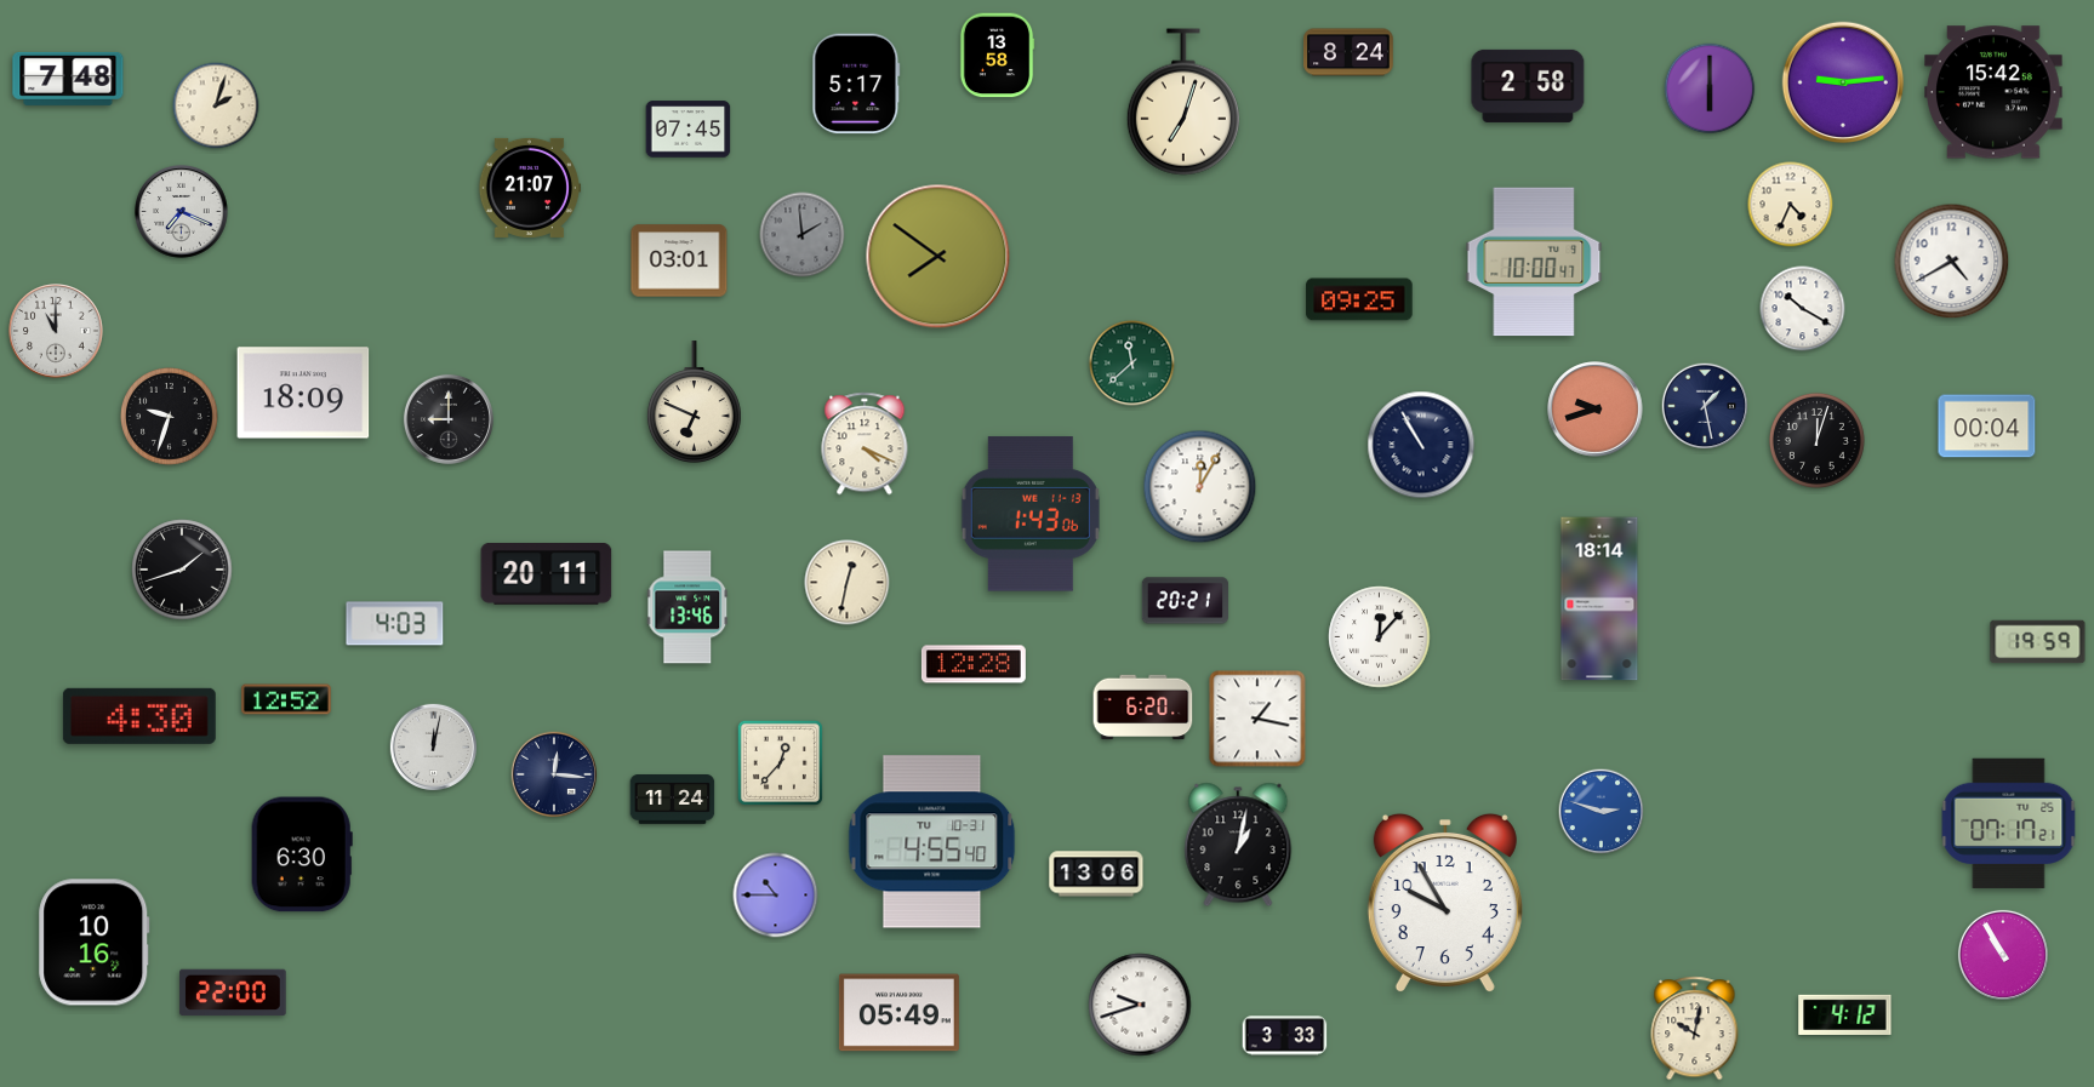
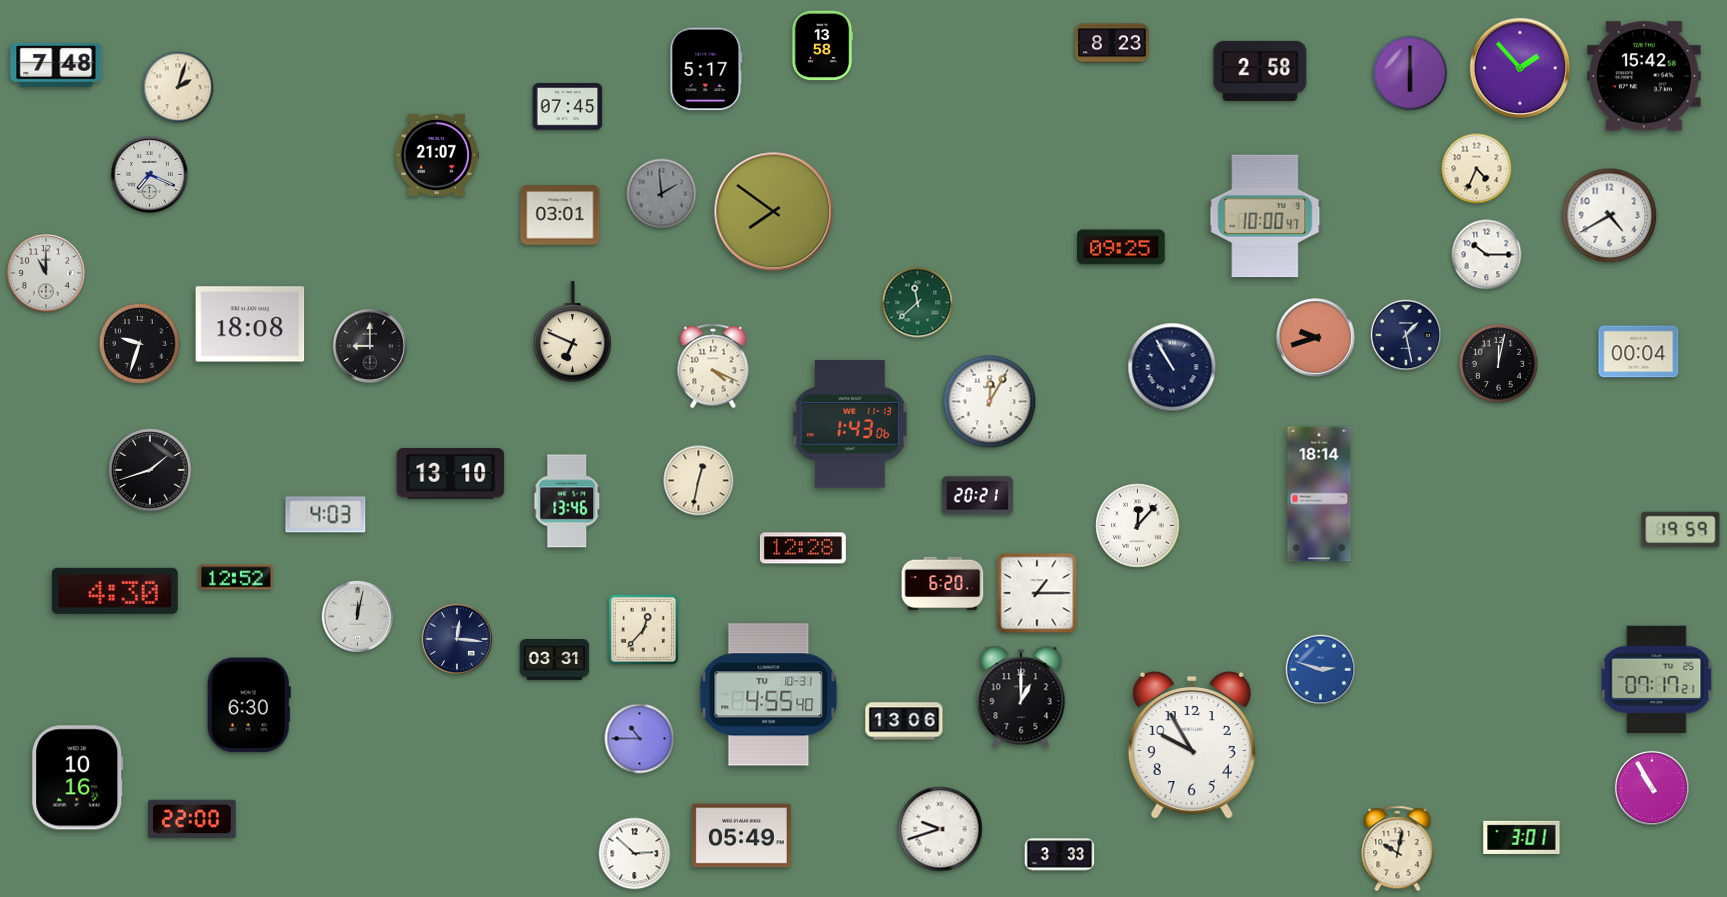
clock at (1348, 52): 8:24 -> 8:23
clock at (1843, 82): 9:14 -> 1:53
clock at (1183, 102): 7:03 -> none
clock at (1803, 309): 10:20 -> 10:15
clock at (1132, 364) position: (1132, 364) -> (918, 303)
clock at (303, 393): 18:09 -> 18:08
clock at (1816, 440): 12:03 -> 12:02
clock at (547, 573): 20:11 -> 13:10
clock at (1257, 719): 1:17 -> 1:15
clock at (673, 800): 11:24 -> 03:31
clock at (1238, 845): 1:02 -> 1:00
clock at (1845, 1014): 4:12 -> 3:01
clock at (635, 854): none -> 2:52
